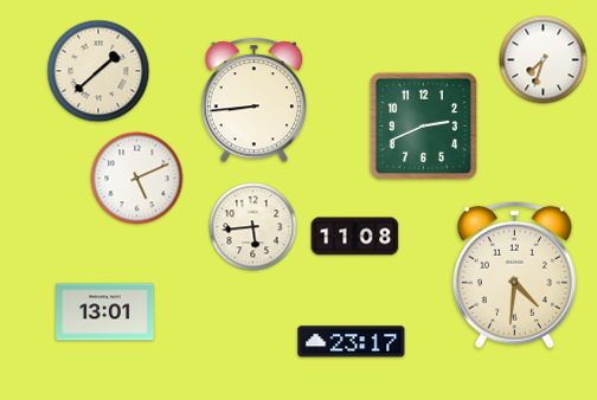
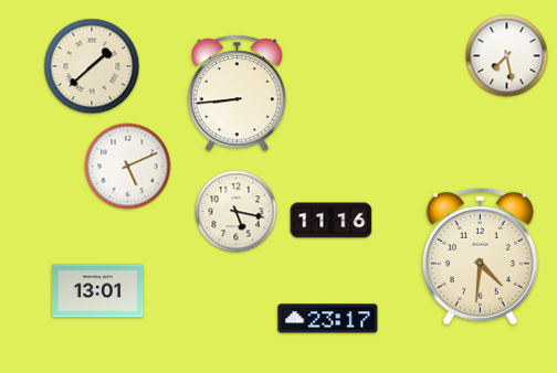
clock at (544, 60): 7:33 -> 7:28
clock at (424, 127): 2:41 -> none
clock at (253, 227): 5:44 -> 5:17
clock at (355, 237): 11:08 -> 11:16
